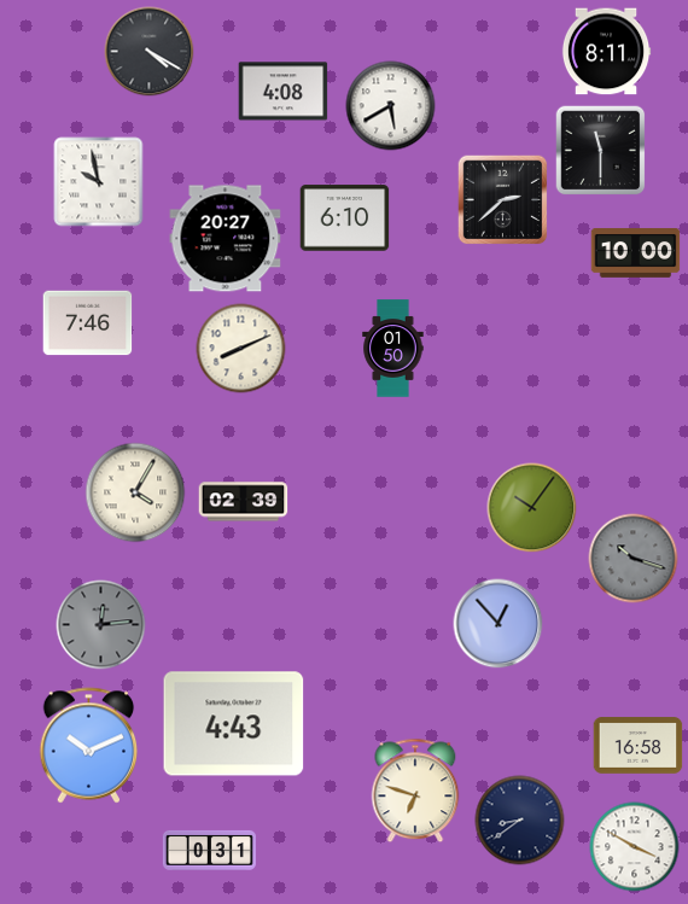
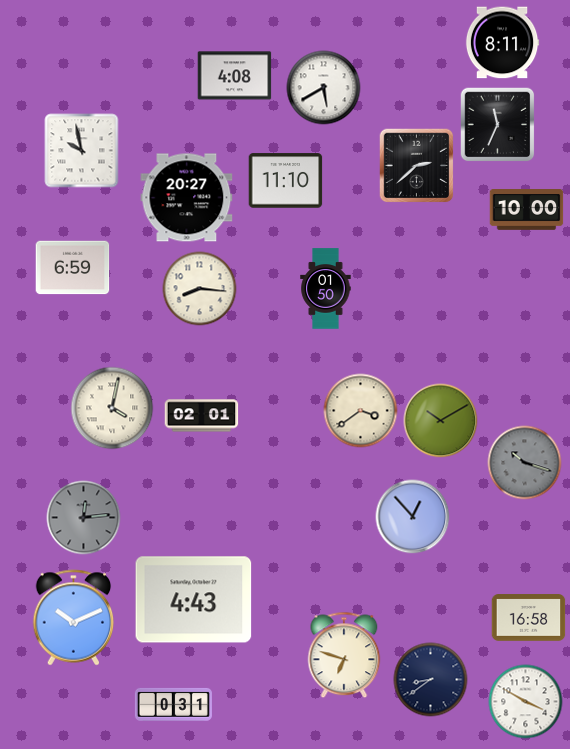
clock at (150, 52): 4:20 -> none
clock at (601, 151): 11:30 -> 11:34
clock at (345, 218): 6:10 -> 11:10
clock at (88, 323): 7:46 -> 6:59
clock at (241, 349): 8:11 -> 8:16
clock at (135, 492): 4:05 -> 4:02
clock at (361, 411): none -> 3:39
clock at (244, 502): 02:39 -> 02:01
clock at (532, 508): 10:06 -> 10:10
